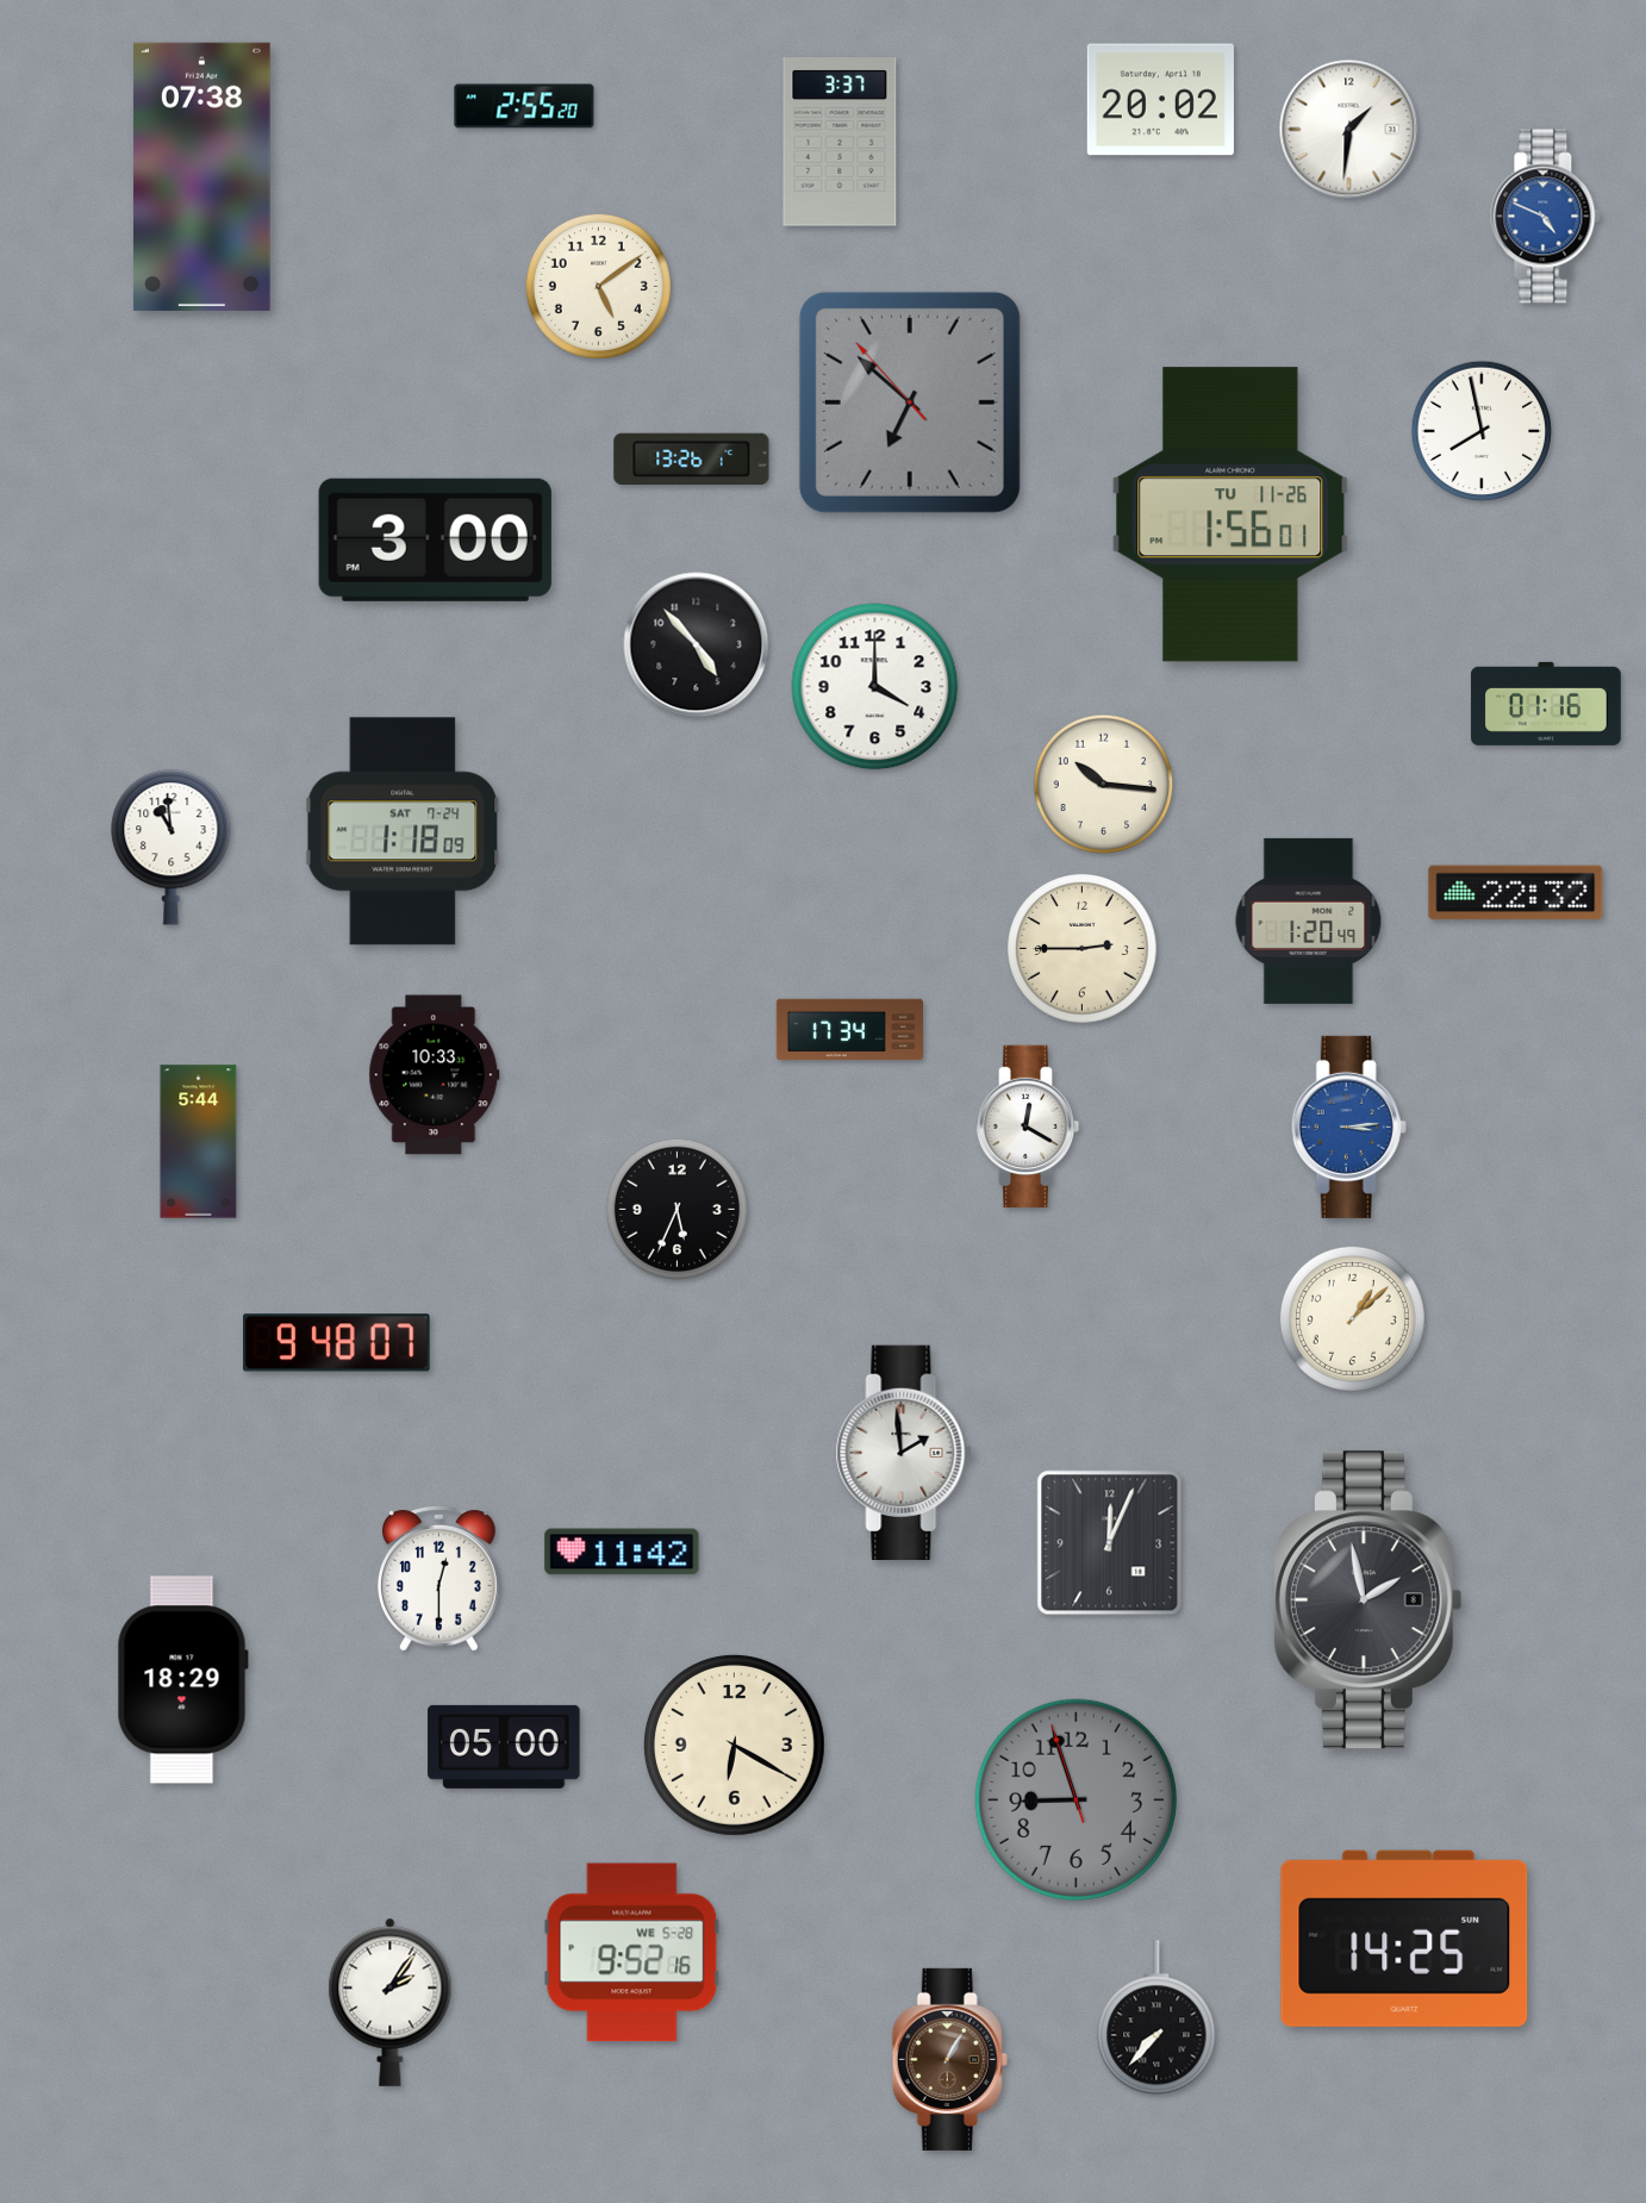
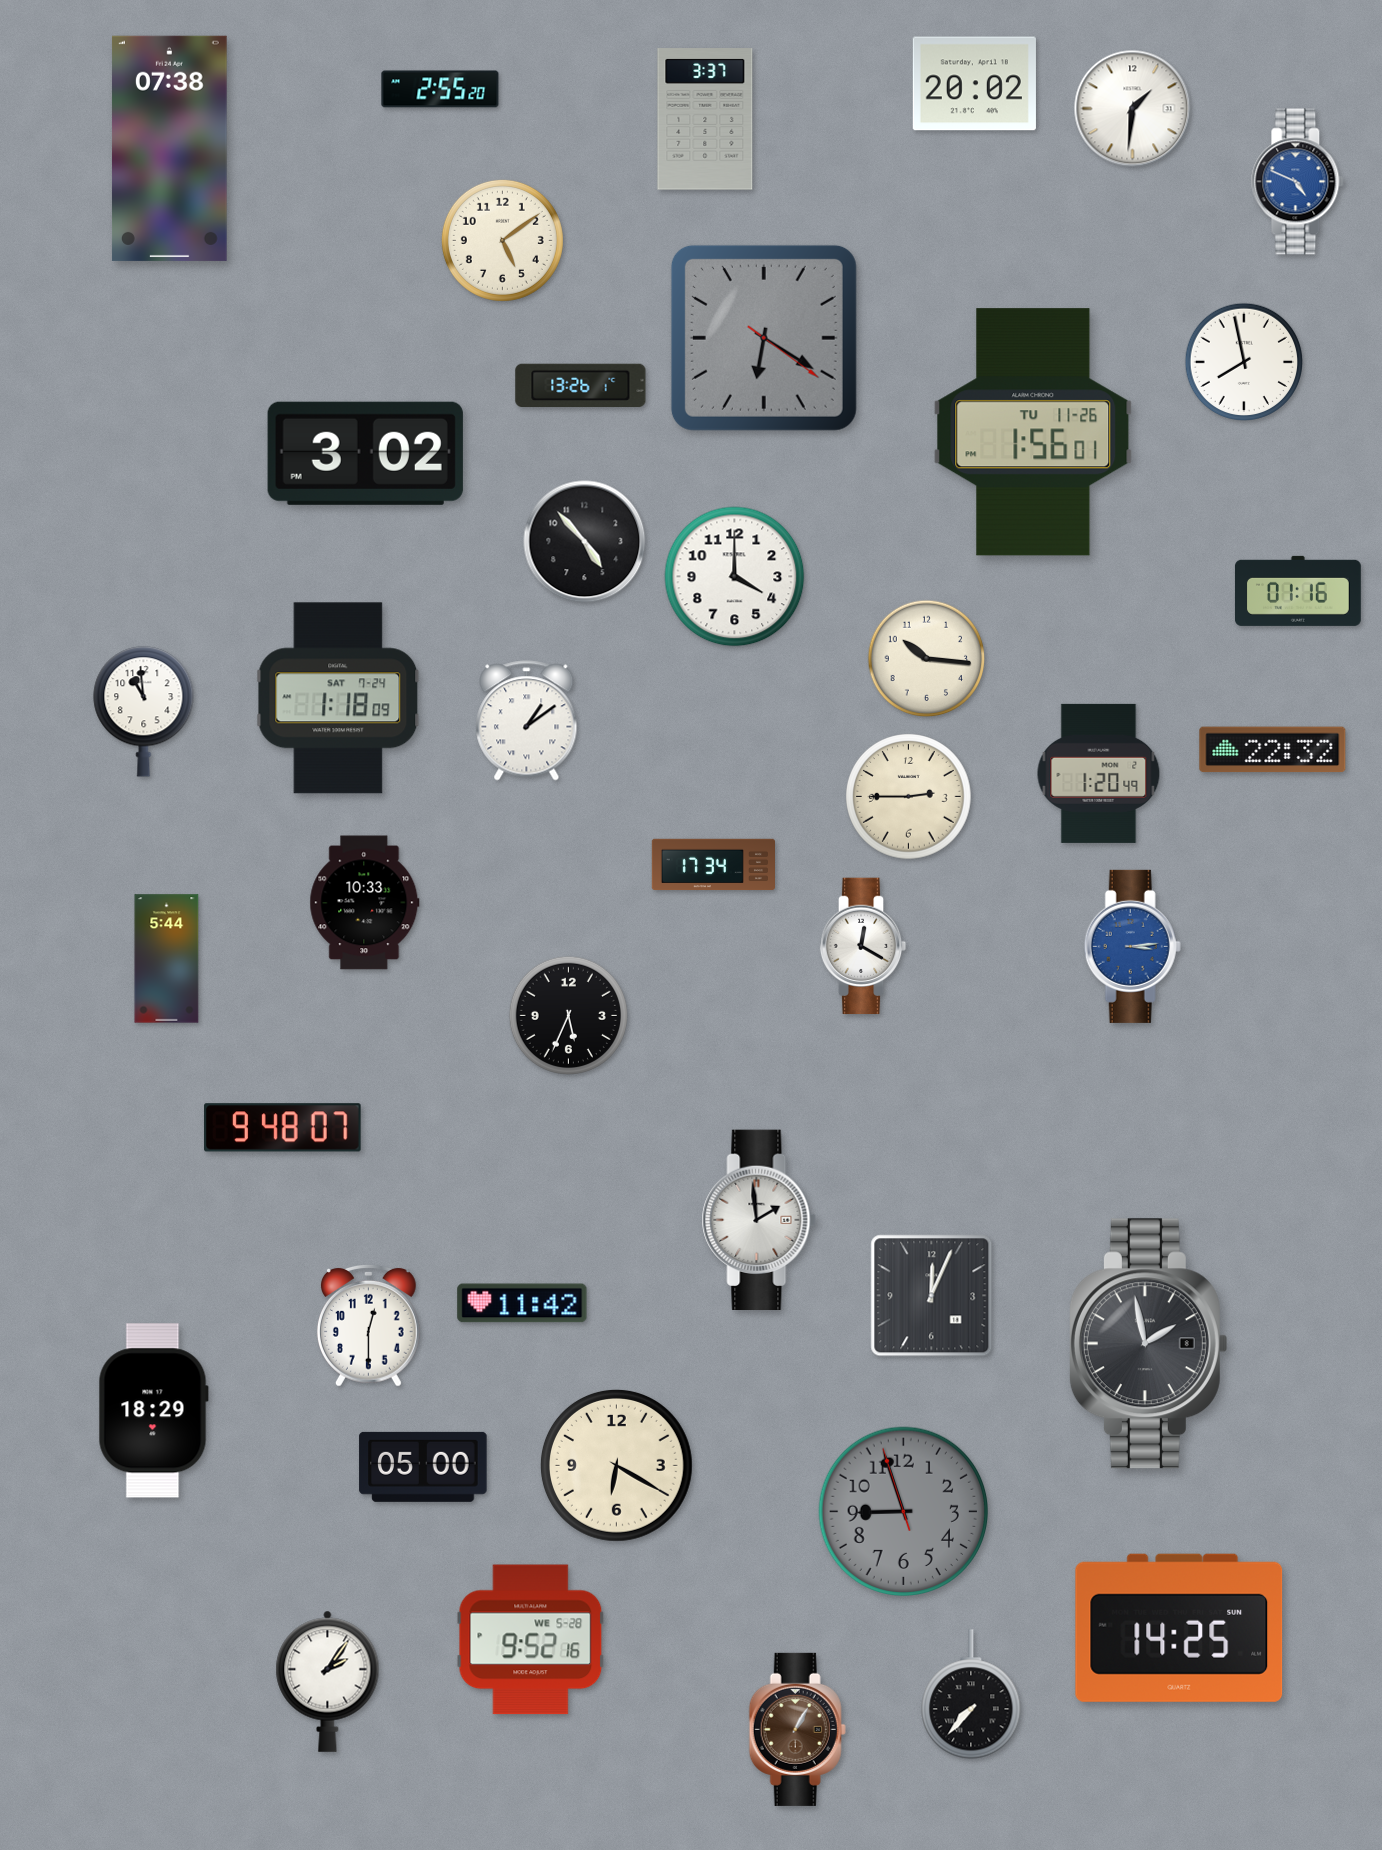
clock at (910, 402): 6:51 -> 6:20
clock at (435, 539): 3:00 -> 3:02
clock at (527, 721): none -> 1:09
clock at (1352, 1318): 1:08 -> none
